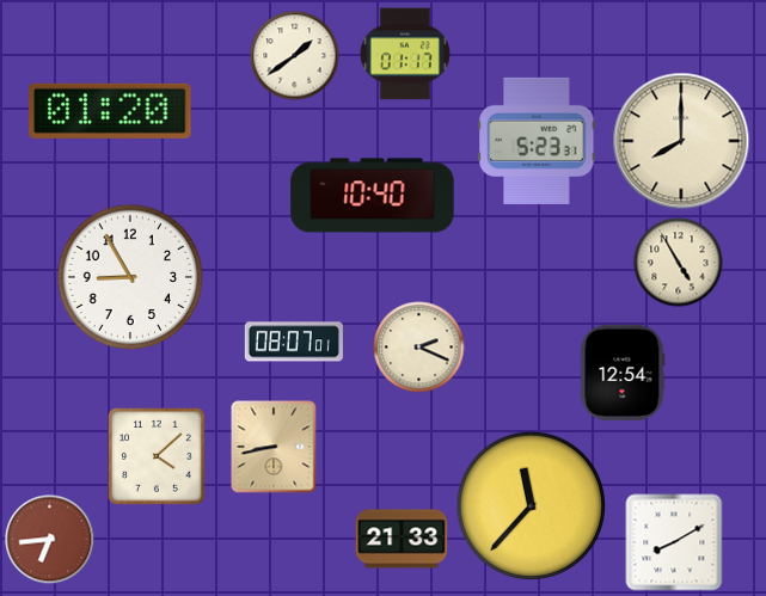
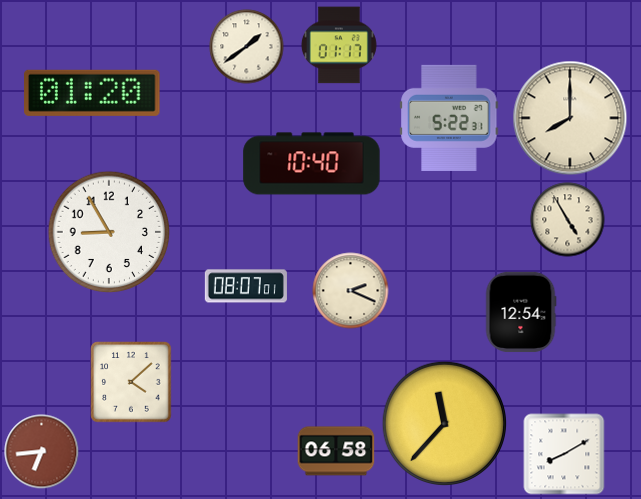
clock at (537, 141): 5:23 -> 5:22
clock at (274, 447): 8:43 -> none
clock at (402, 539): 21:33 -> 06:58
